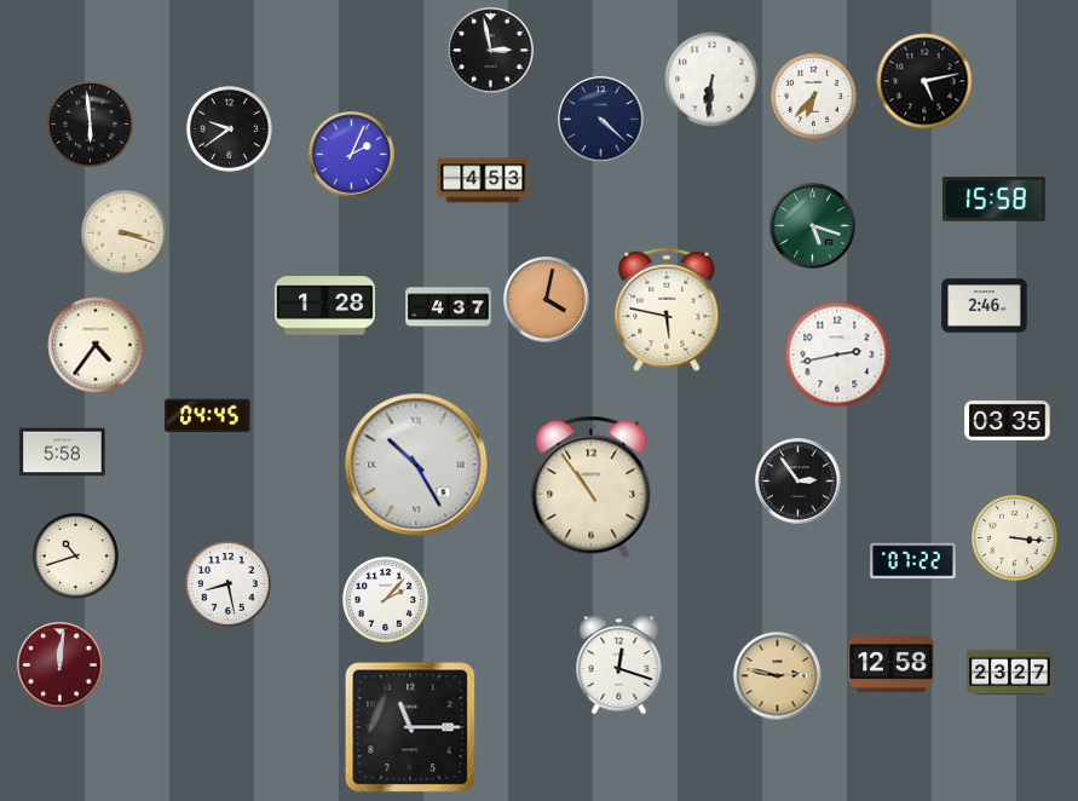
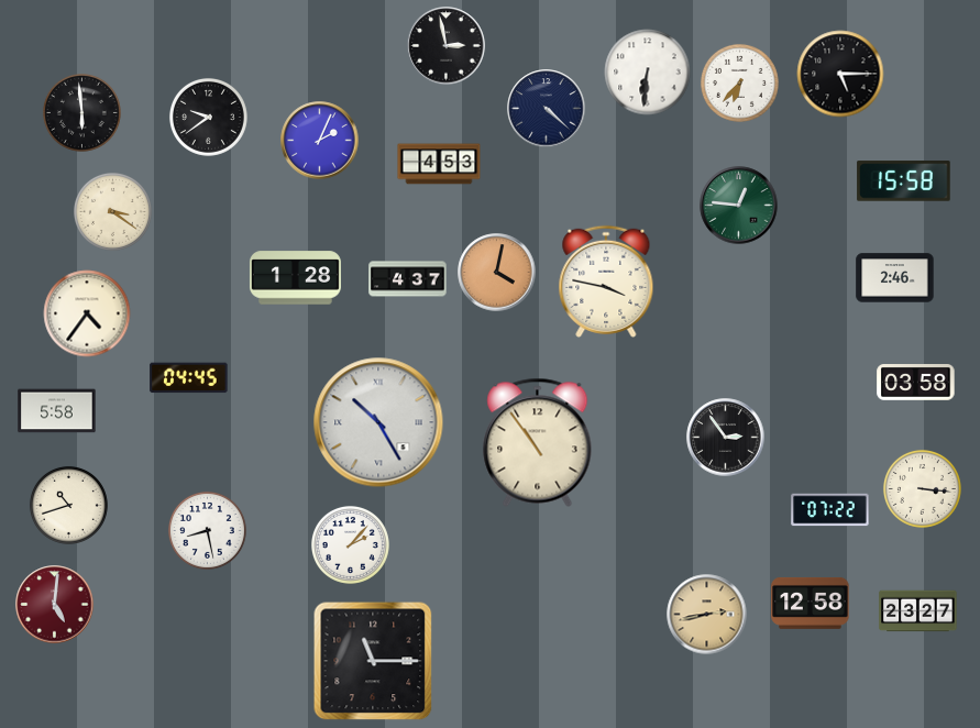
clock at (924, 81): 5:13 -> 5:15
clock at (813, 96) position: (813, 96) -> (739, 82)
clock at (813, 226): 5:18 -> 12:46
clock at (123, 232): 3:18 -> 3:21
clock at (667, 310): 5:47 -> 3:47
clock at (837, 355): 2:43 -> none
clock at (1008, 421): 03:35 -> 03:58
clock at (60, 665): 12:01 -> 5:01
clock at (619, 665): 12:18 -> none
clock at (778, 676): 2:47 -> 2:43
